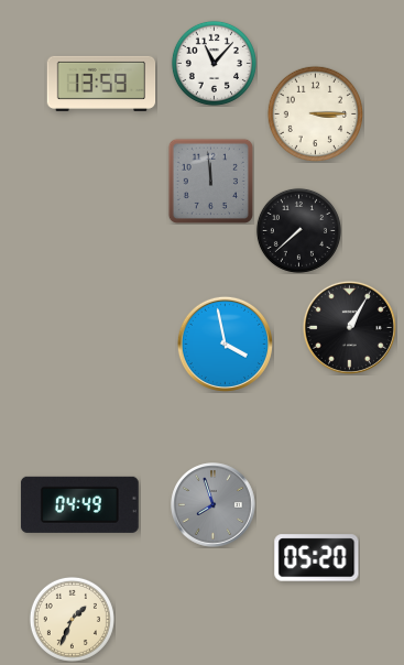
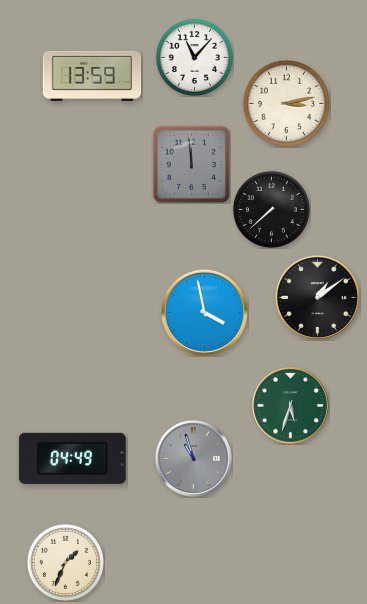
clock at (315, 113): 3:15 -> 3:13
clock at (349, 327): 1:05 -> 1:09
clock at (291, 406): none -> 5:33
clock at (214, 505): 7:57 -> 10:57
clock at (317, 558): 05:20 -> none
